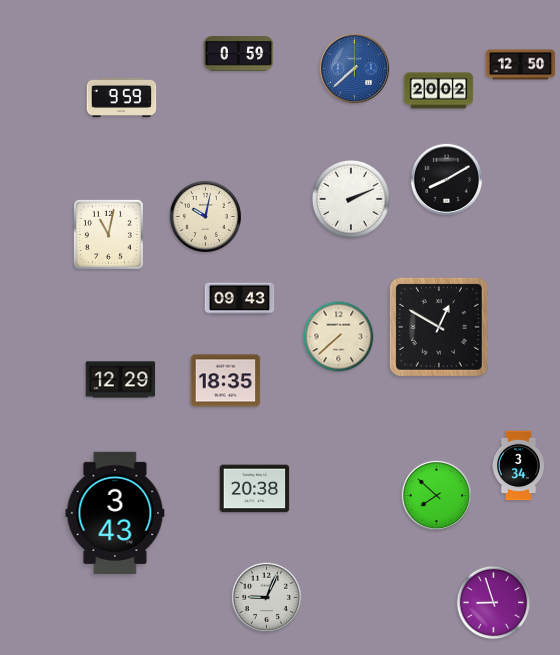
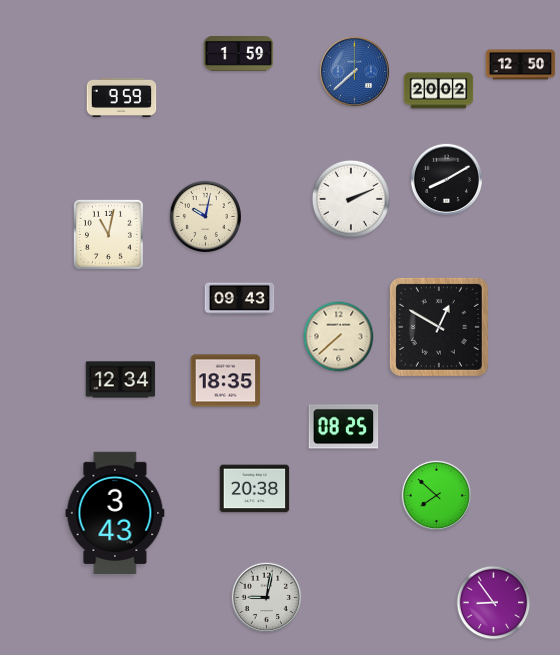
clock at (239, 54): 0:59 -> 1:59
clock at (355, 69) position: (355, 69) -> (355, 72)
clock at (121, 380): 12:29 -> 12:34
clock at (344, 427): none -> 08:25
clock at (518, 466): 3:34 -> none
clock at (267, 598): 9:04 -> 9:02
clock at (494, 603): 8:57 -> 8:54
